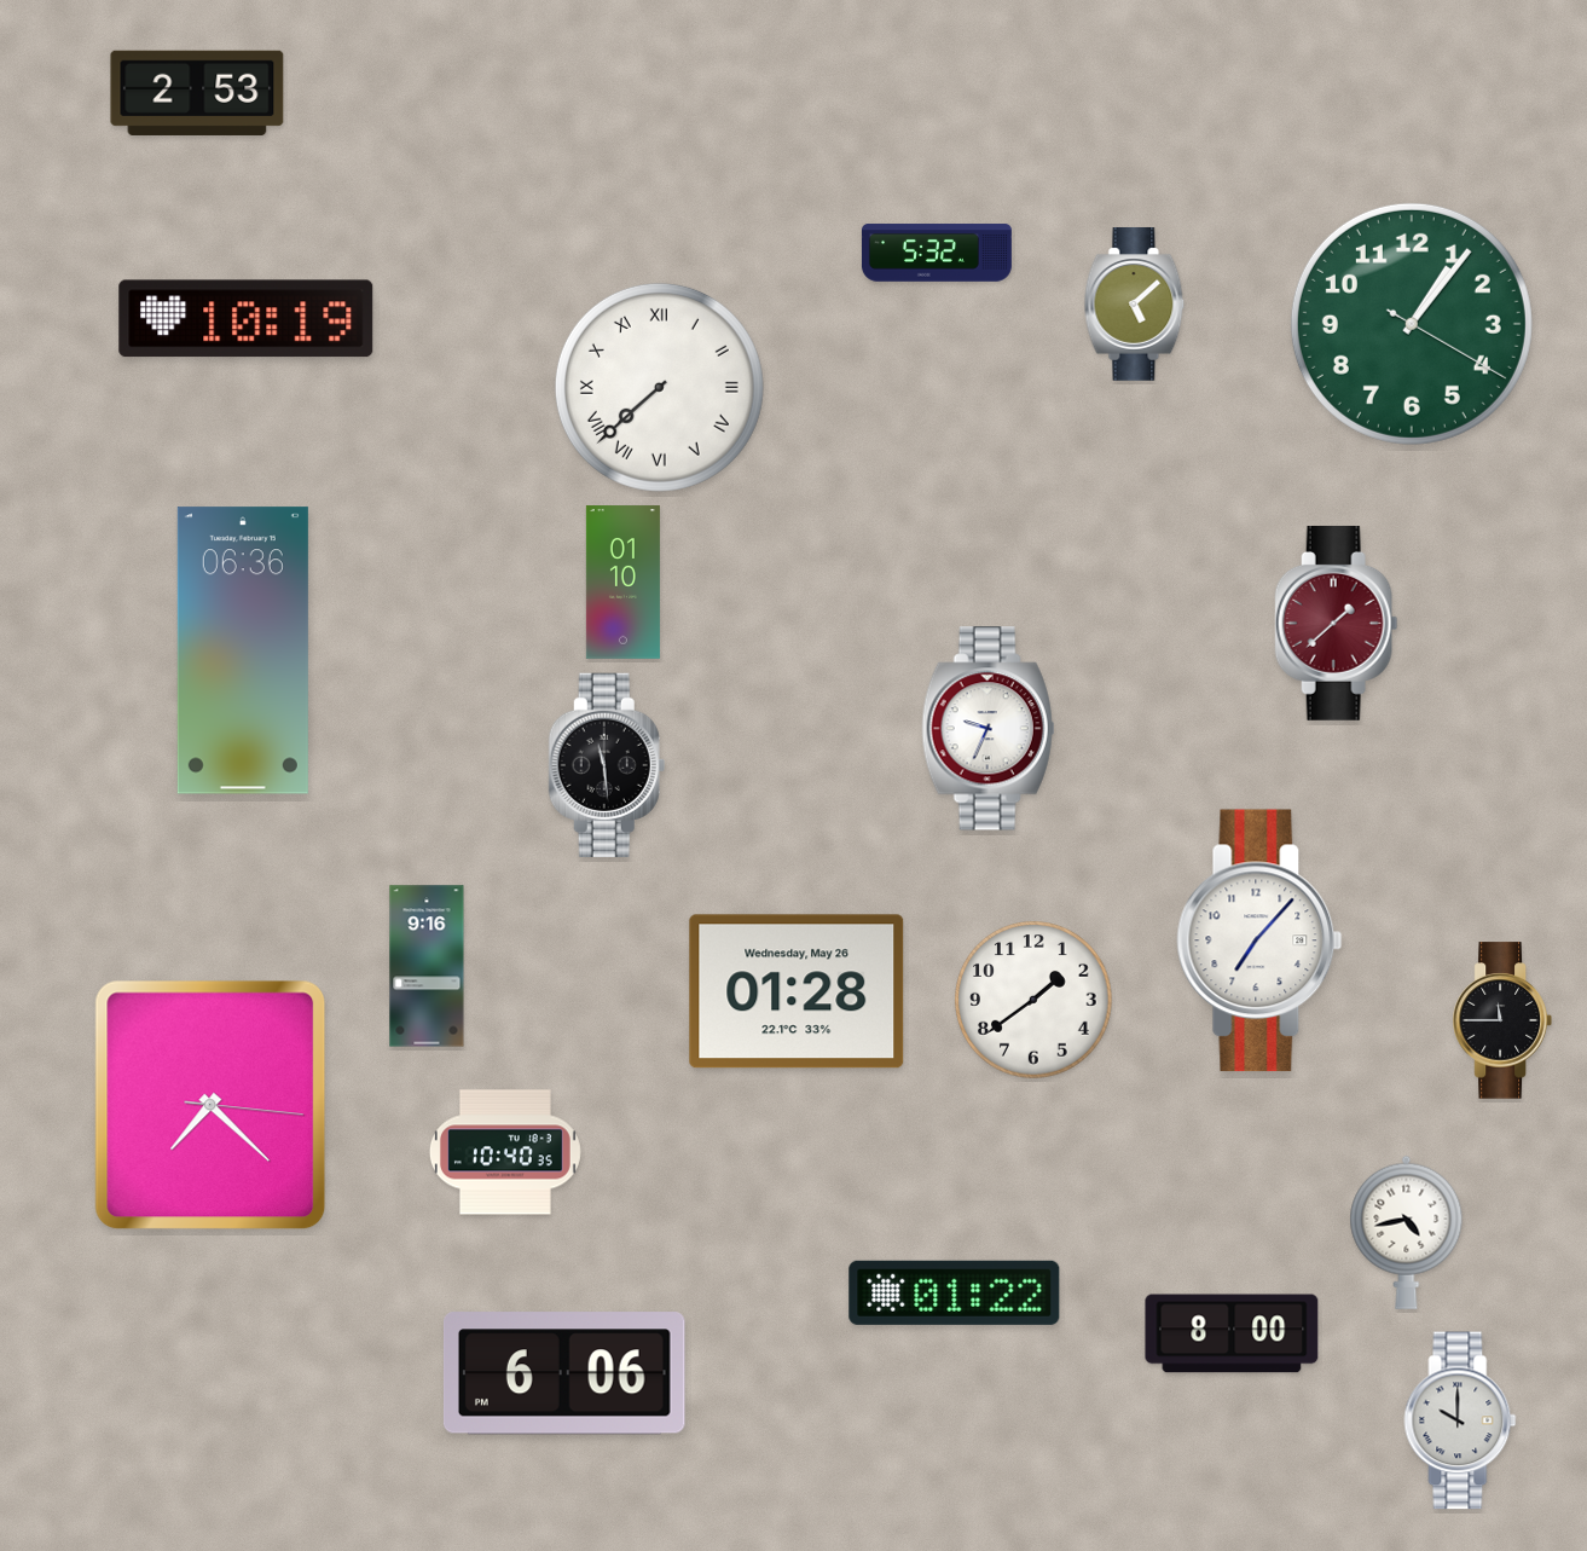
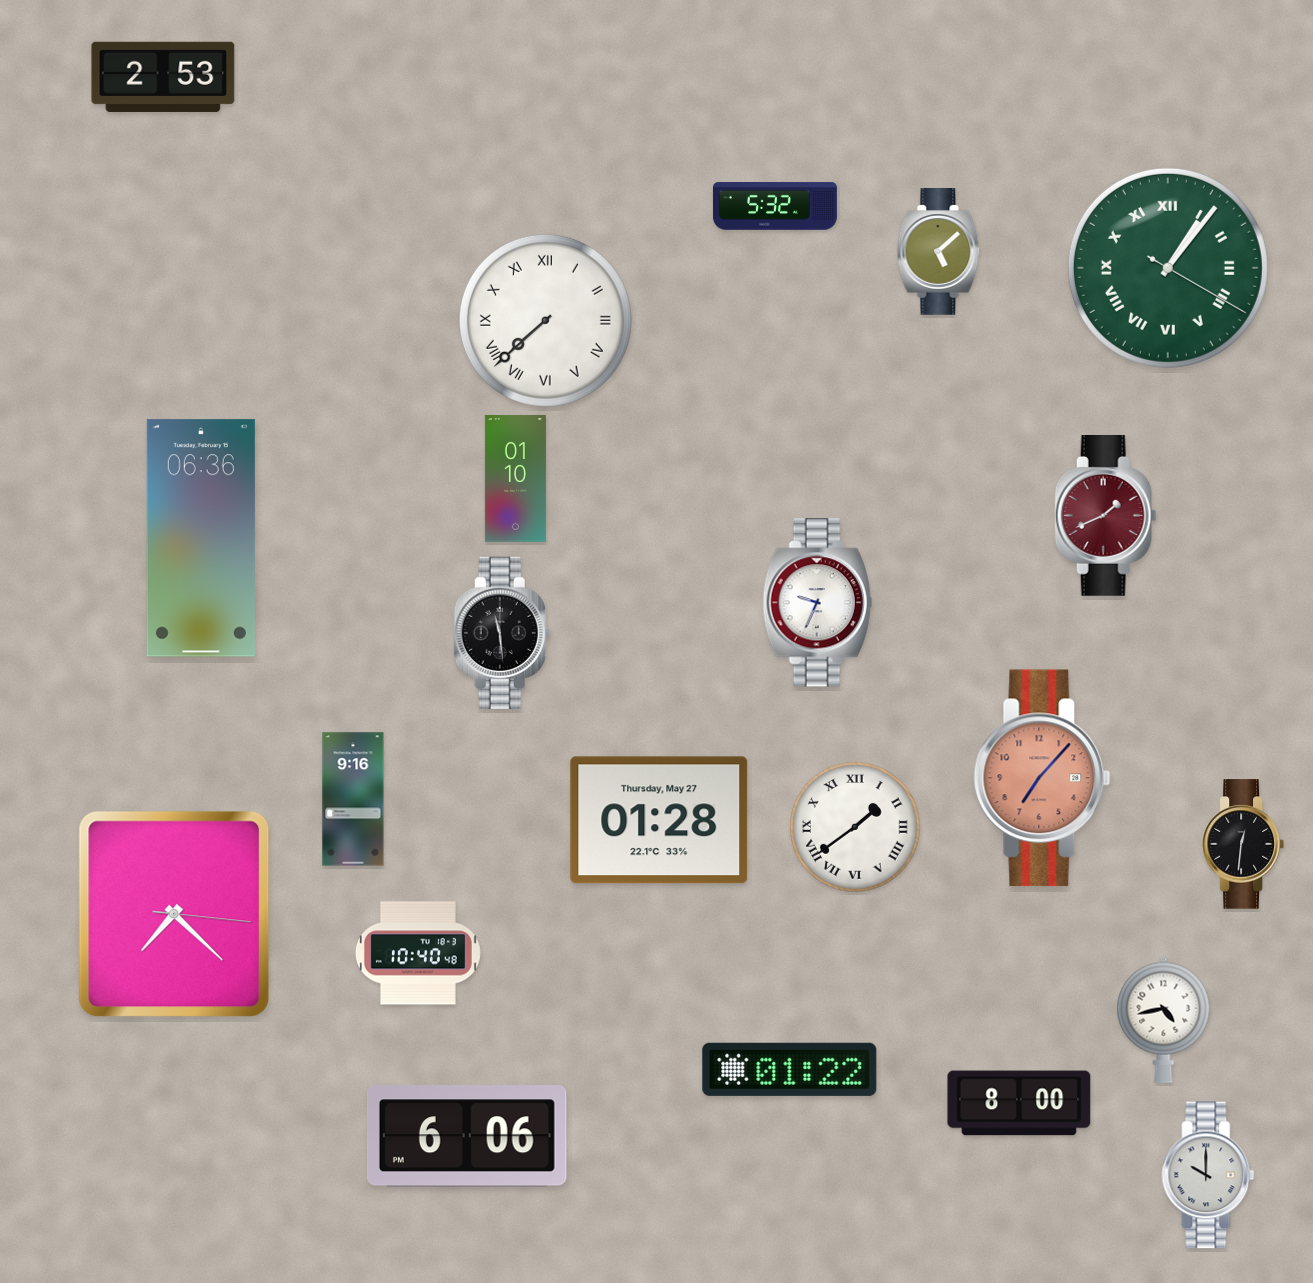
clock at (937, 253) position: (937, 253) -> (775, 206)
clock at (247, 319): 10:19 -> none
clock at (1412, 324) numerals: Arabic -> Roman
clock at (622, 583) position: (622, 583) -> (515, 479)
clock at (1337, 623): 1:38 -> 1:41
clock at (1259, 941) dial: white -> salmon
clock at (797, 991) date: Wednesday, May 26 -> Thursday, May 27
clock at (1033, 1000) numerals: Arabic -> Roman
clock at (1502, 1020): 11:45 -> 12:31
clock at (505, 1152): 10:40:35 -> 10:40:48
